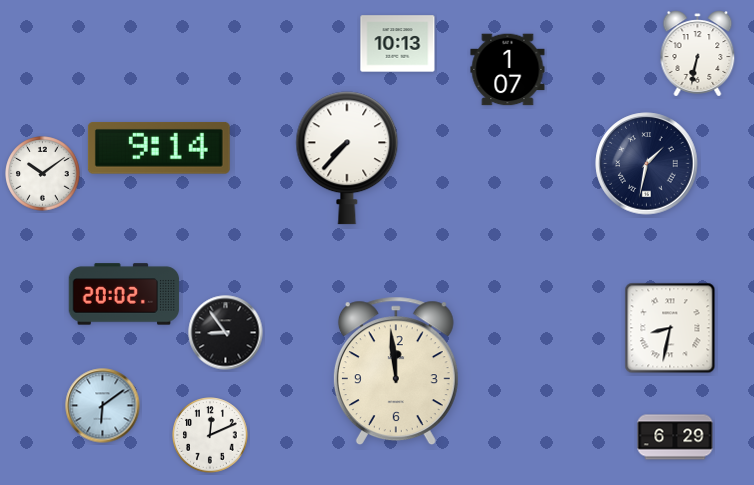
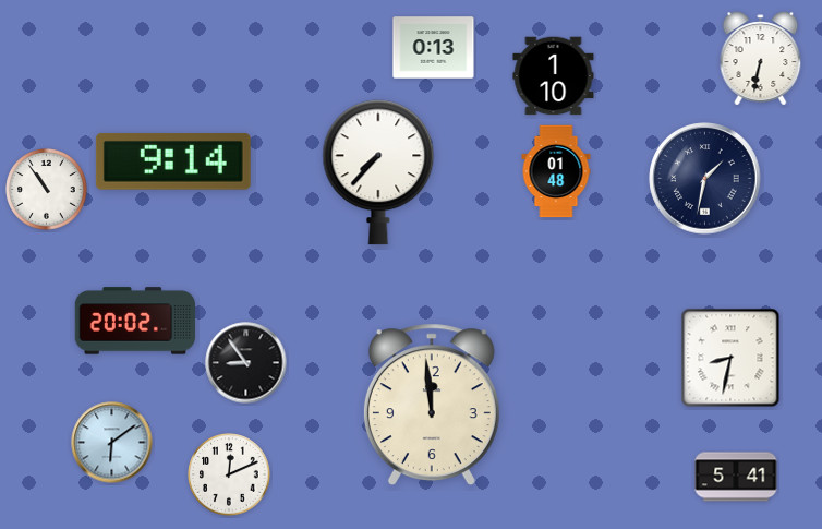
clock at (398, 44): 10:13 -> 0:13
clock at (508, 70): 1:07 -> 1:10
clock at (556, 171): none -> 01:48
clock at (43, 174): 10:09 -> 10:54
clock at (675, 437): 6:29 -> 5:41
